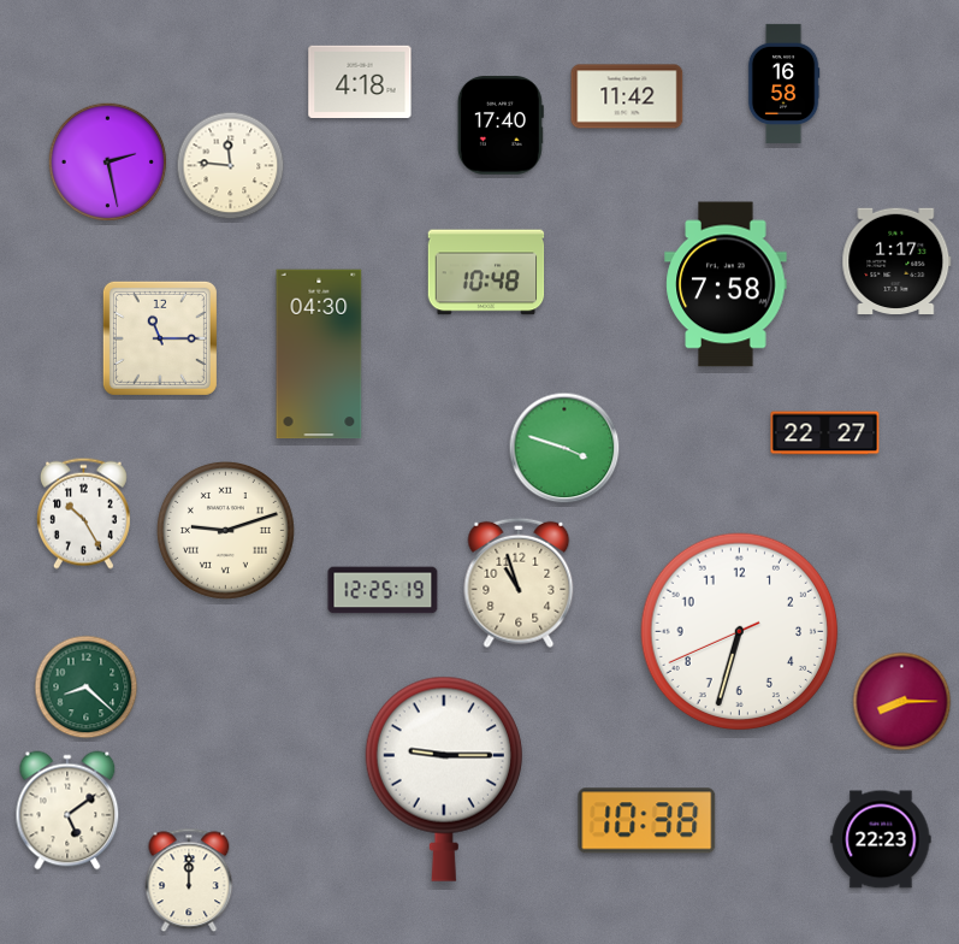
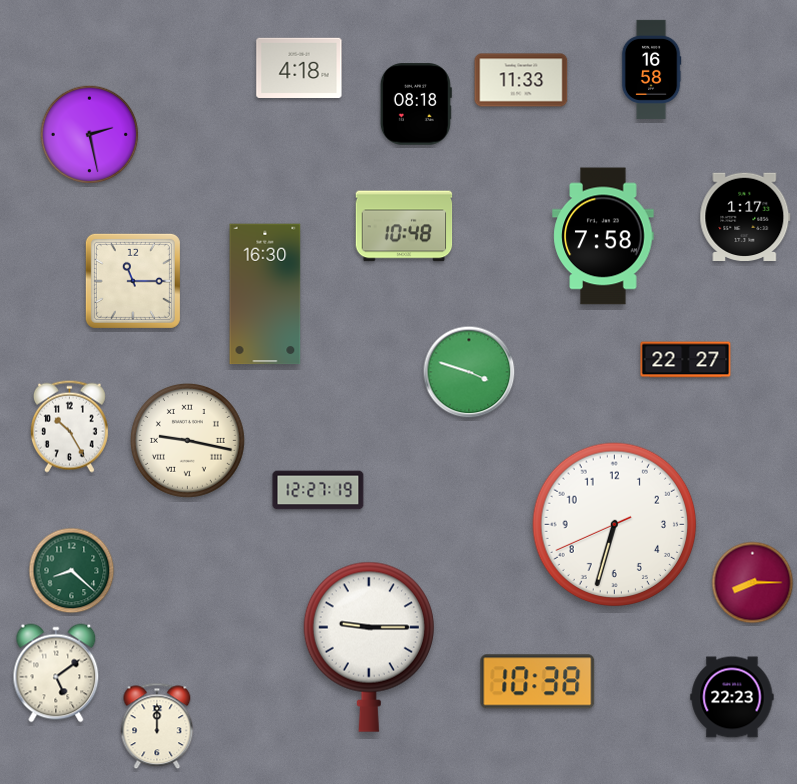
clock at (627, 96): 11:42 -> 11:33
clock at (501, 125): 17:40 -> 08:18
clock at (231, 166): 11:46 -> none
clock at (319, 354): 04:30 -> 16:30
clock at (225, 530): 9:12 -> 9:17
clock at (519, 583): 10:57 -> none
clock at (383, 590): 12:25 -> 12:27
clock at (902, 702) position: (902, 702) -> (753, 583)
clock at (189, 880) position: (189, 880) -> (157, 726)
